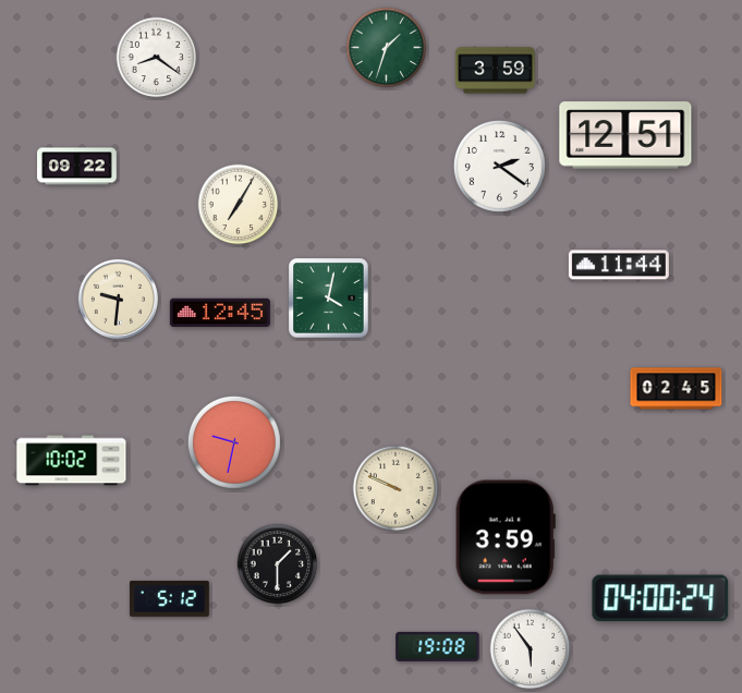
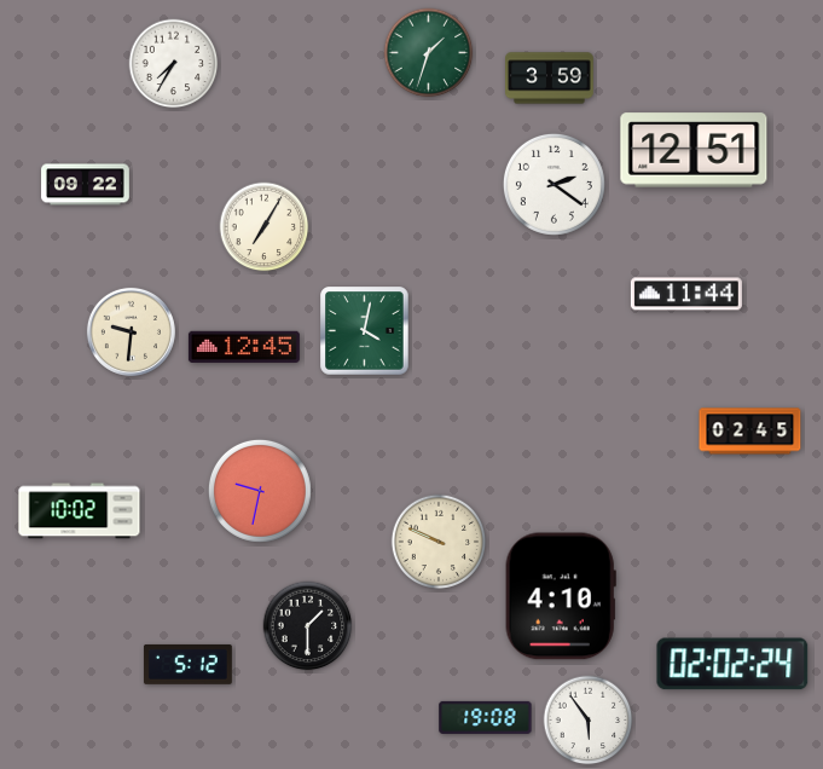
clock at (157, 58): 8:21 -> 7:35
clock at (506, 537): 3:59 -> 4:10
clock at (660, 598): 04:00 -> 02:02
